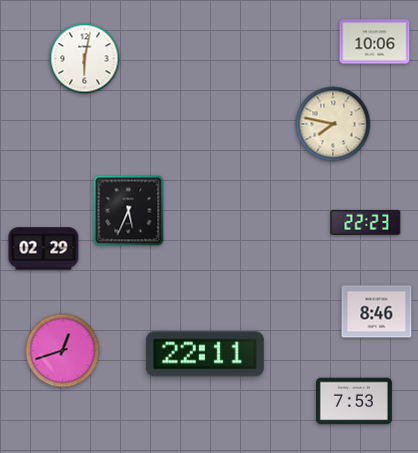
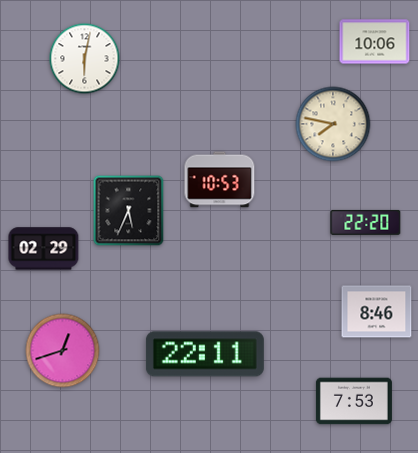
clock at (220, 180): none -> 10:53
clock at (366, 222): 22:23 -> 22:20
